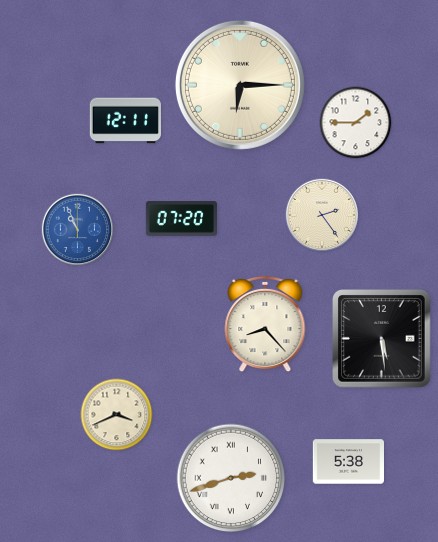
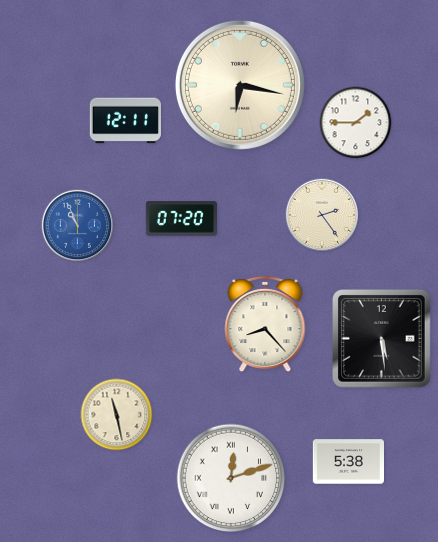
clock at (240, 85): 6:15 -> 6:17
clock at (78, 230) position: (78, 230) -> (78, 226)
clock at (117, 415): 3:41 -> 11:28
clock at (231, 478): 2:42 -> 12:12
